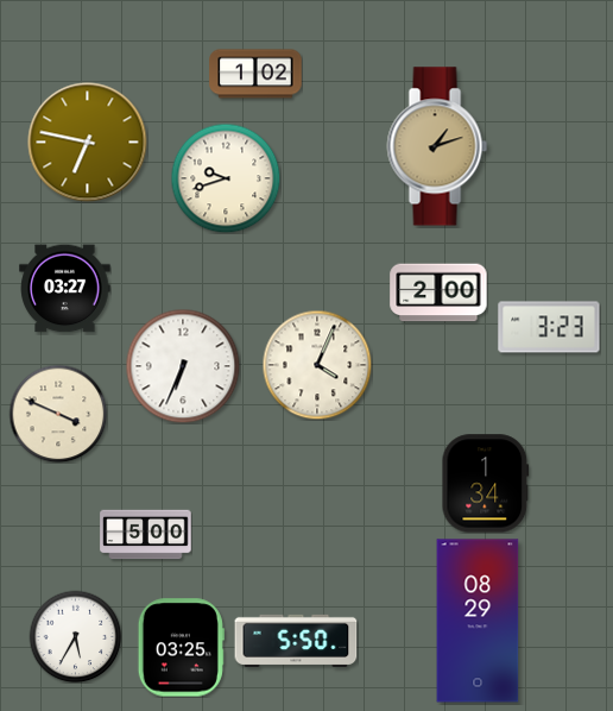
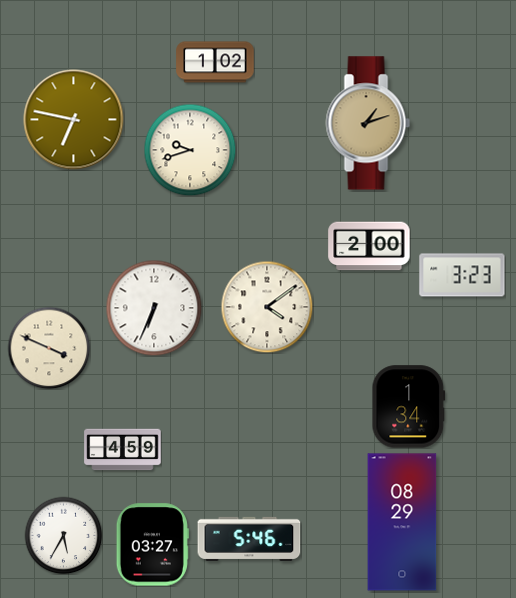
clock at (65, 289): 03:27 -> none
clock at (317, 365): 4:04 -> 4:09
clock at (146, 535): 5:00 -> 4:59
clock at (296, 641): 5:50 -> 5:46
clock at (181, 648): 03:25 -> 03:27
